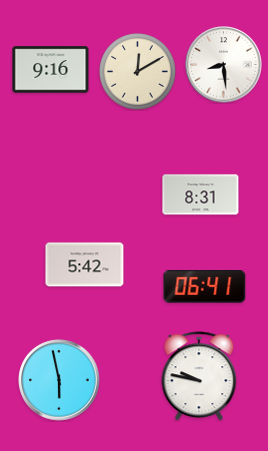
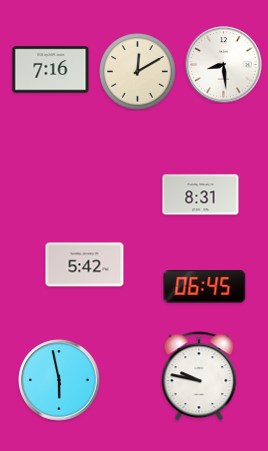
clock at (51, 70): 9:16 -> 7:16
clock at (205, 287): 06:41 -> 06:45
